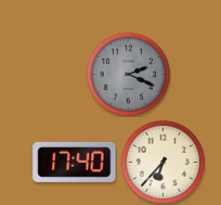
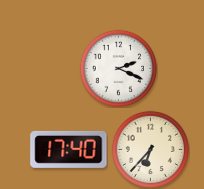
clock at (128, 74) dial: grey -> white
